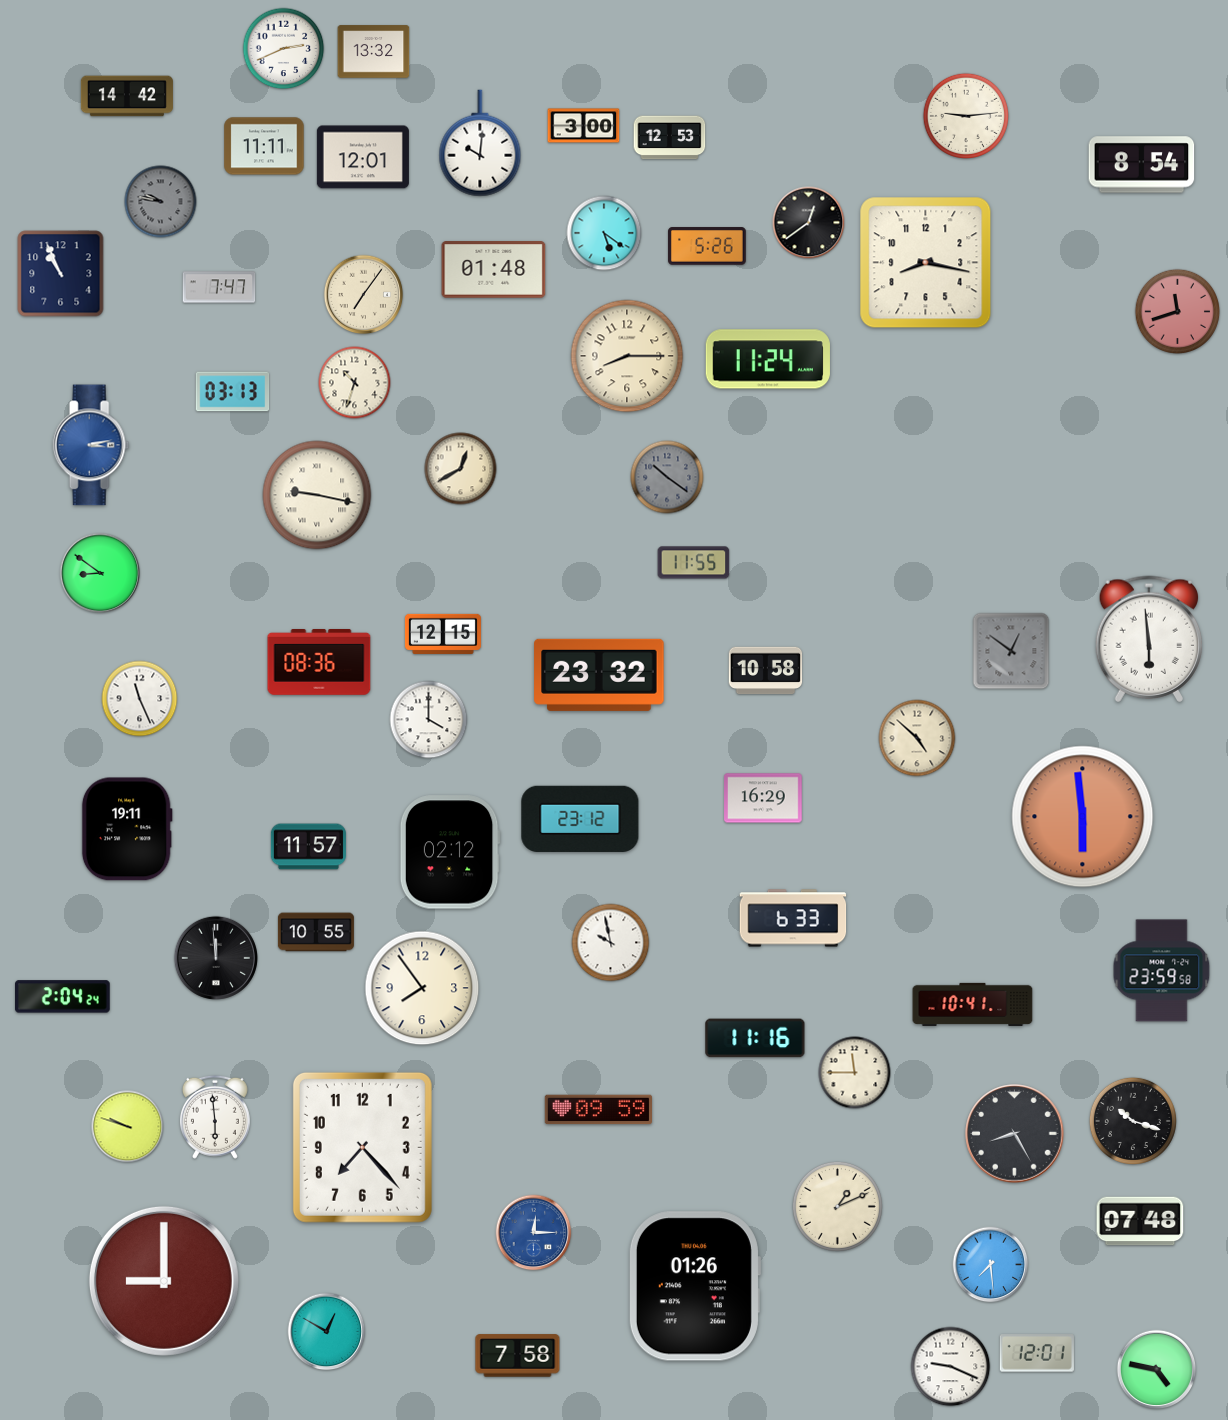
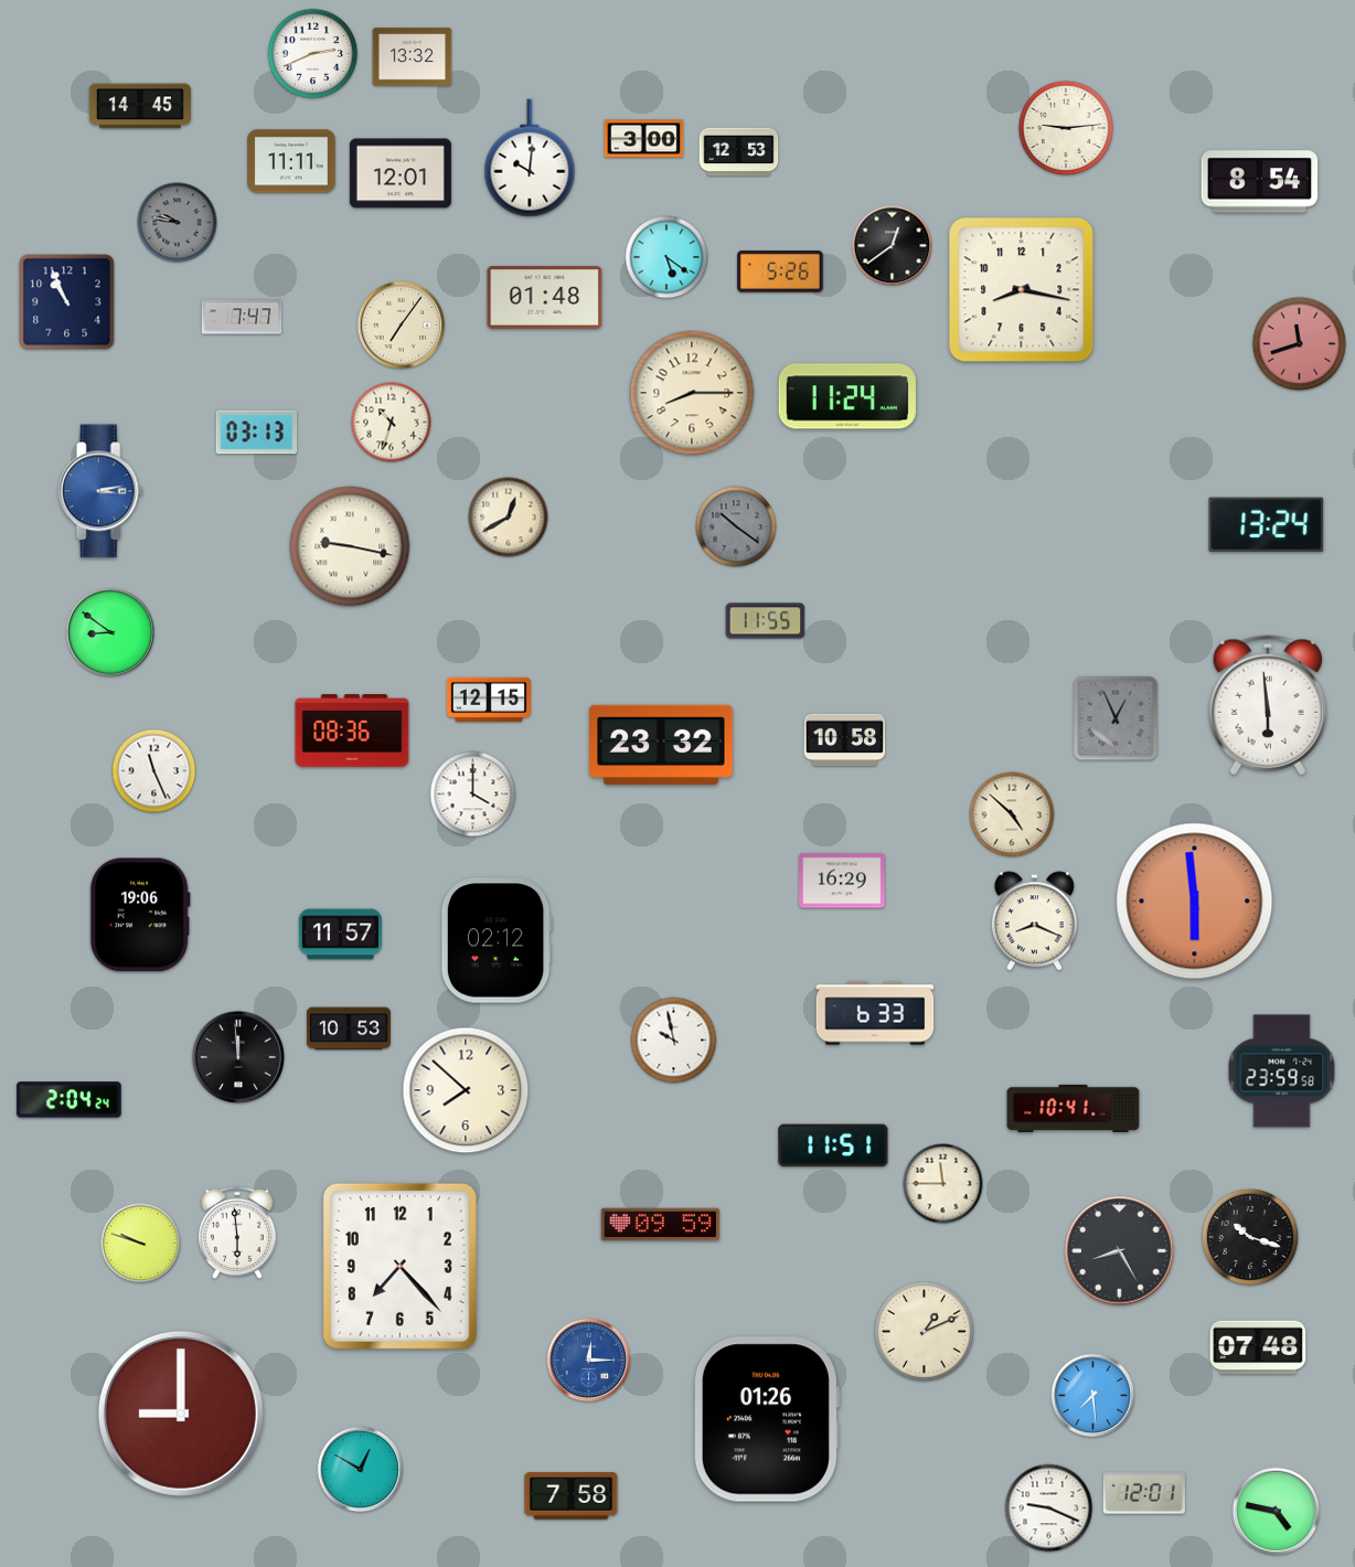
clock at (127, 96): 14:42 -> 14:45
clock at (1267, 524): none -> 13:24
clock at (1011, 651): 12:51 -> 12:56
clock at (580, 819): 23:12 -> none
clock at (127, 829): 19:11 -> 19:06
clock at (1034, 921): none -> 8:19
clock at (316, 932): 10:55 -> 10:53
clock at (422, 988): 7:54 -> 7:52
clock at (755, 1038): 11:16 -> 11:51
